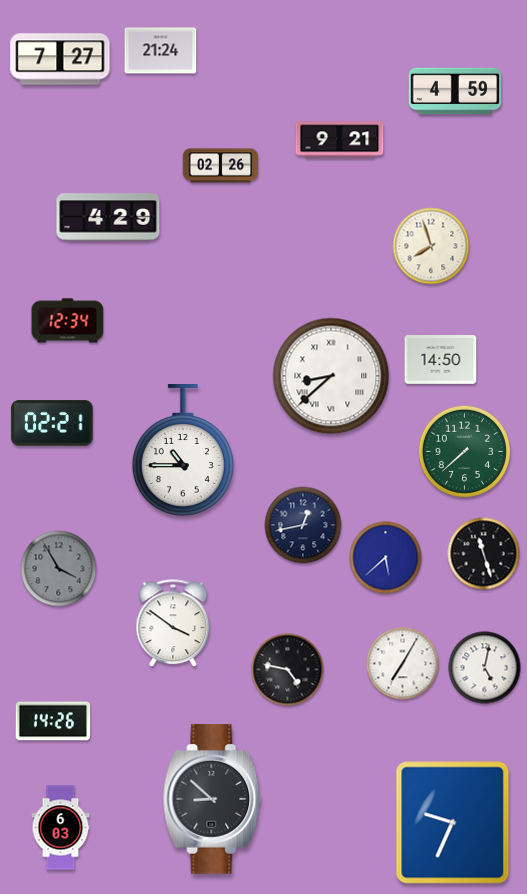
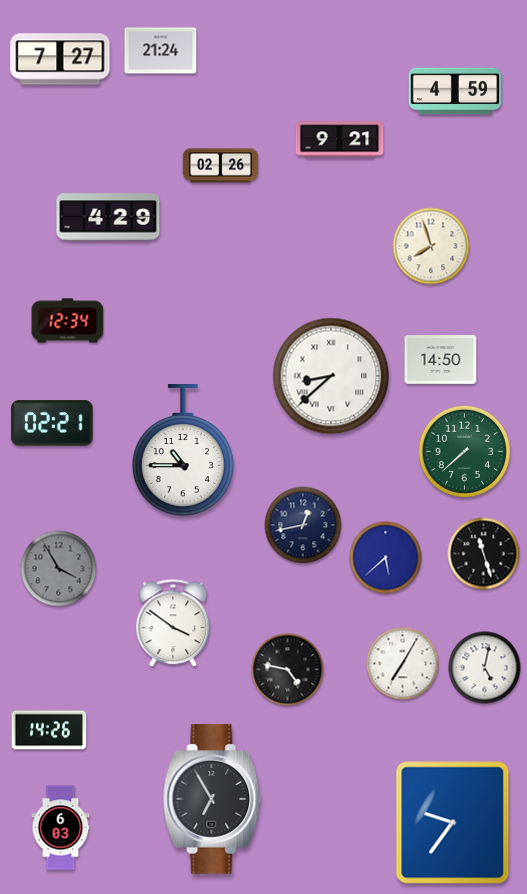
clock at (53, 721) position: (53, 721) -> (49, 730)
clock at (212, 799): 8:52 -> 6:55
clock at (453, 823): 9:34 -> 9:36
